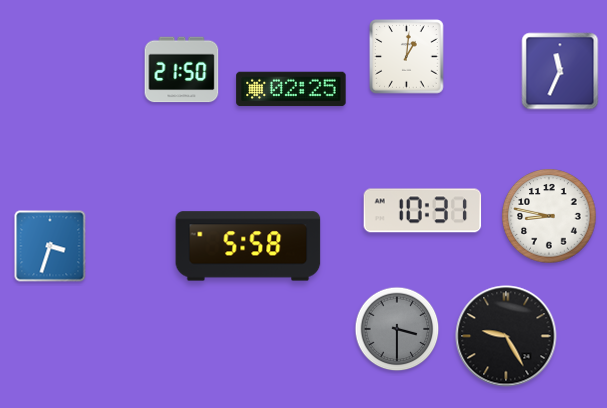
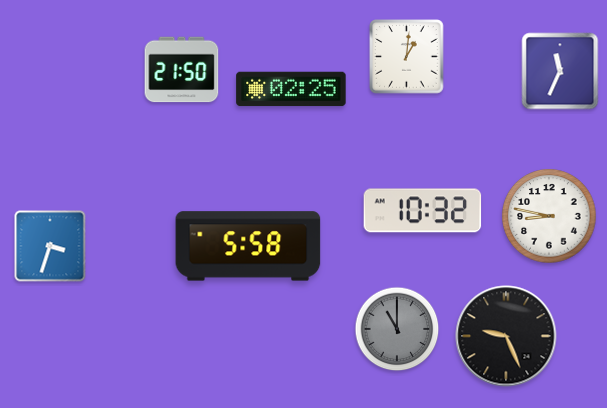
clock at (423, 211): 10:31 -> 10:32
clock at (397, 329): 3:30 -> 11:00
clock at (506, 336): 9:25 -> 9:26
